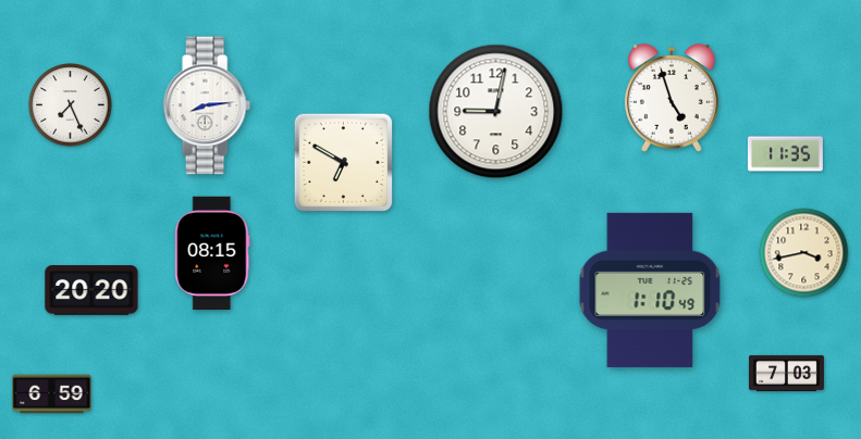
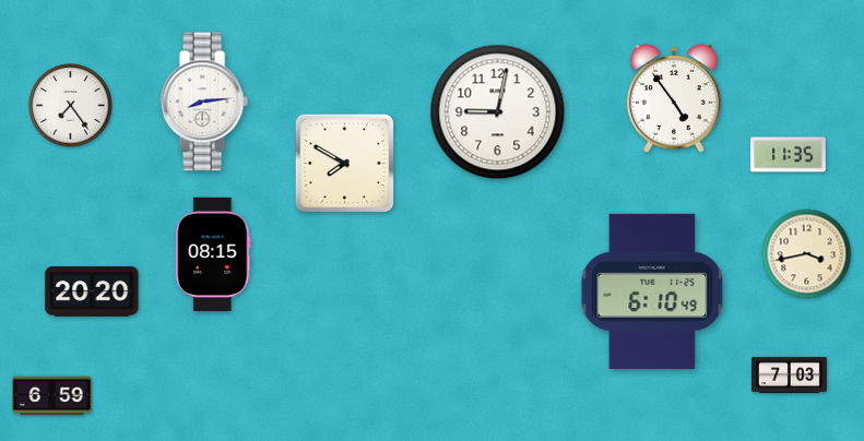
clock at (672, 98): 4:57 -> 4:54
clock at (71, 105): 7:26 -> 7:24
clock at (207, 105) position: (207, 105) -> (204, 102)
clock at (344, 163): 6:50 -> 7:50
clock at (650, 290): 1:10 -> 6:10
